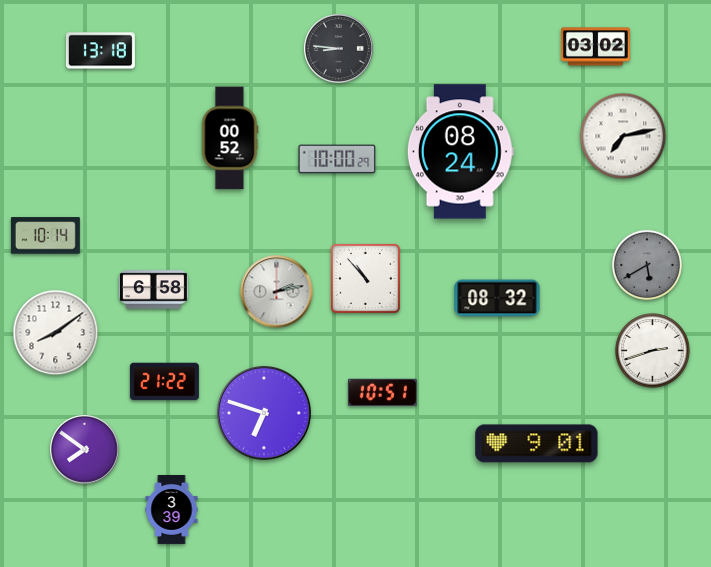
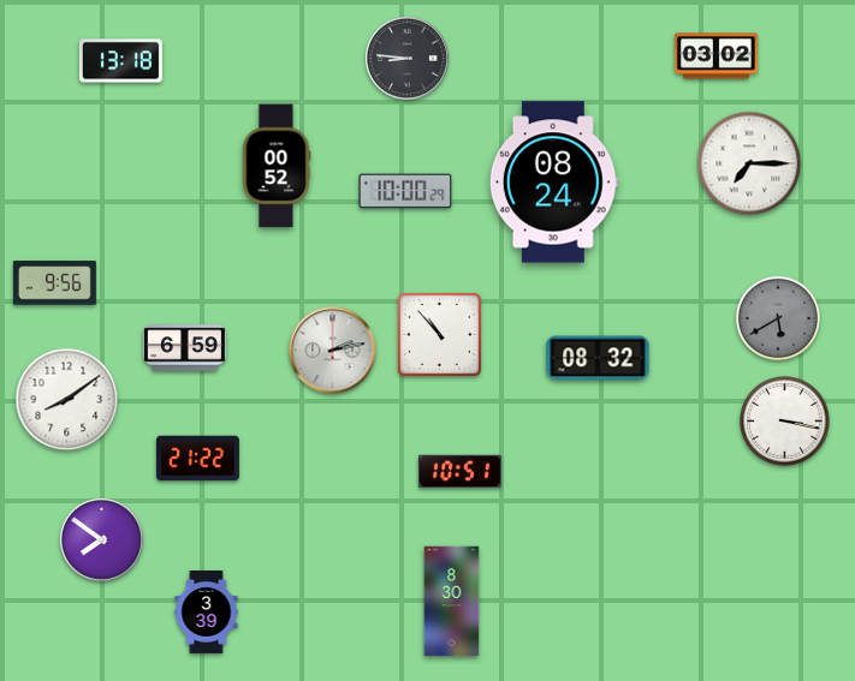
clock at (623, 136): 7:13 -> 7:15
clock at (45, 236): 10:14 -> 9:56
clock at (153, 290): 6:58 -> 6:59
clock at (653, 351): 2:42 -> 3:17
clock at (264, 413): 6:48 -> none
clock at (537, 444): 9:01 -> none
clock at (452, 602): none -> 8:30
